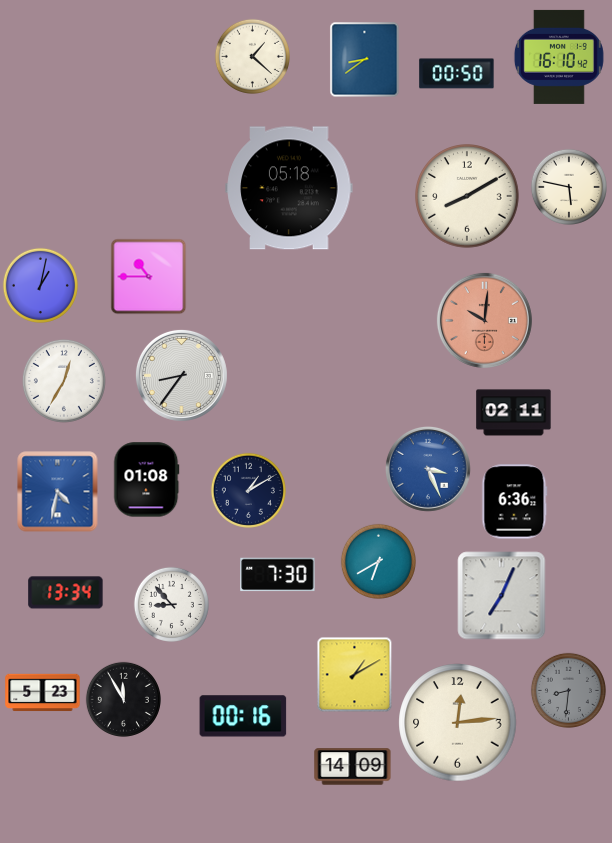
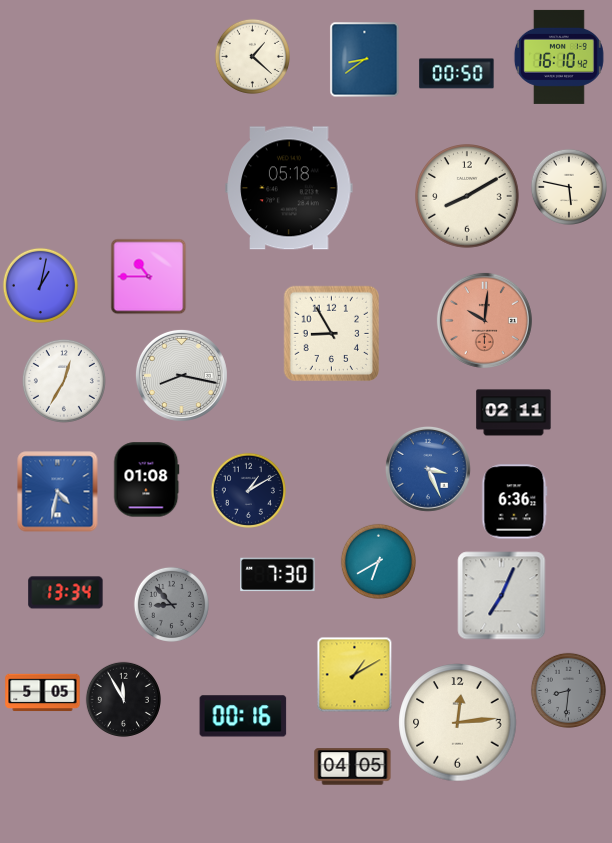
clock at (331, 333): none -> 8:55
clock at (181, 375): 8:36 -> 8:17
clock at (171, 604) dial: white -> grey
clock at (43, 693): 5:23 -> 5:05
clock at (353, 767): 14:09 -> 04:05
